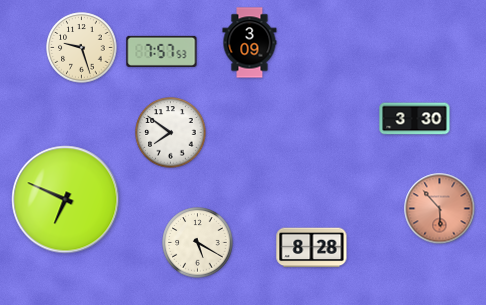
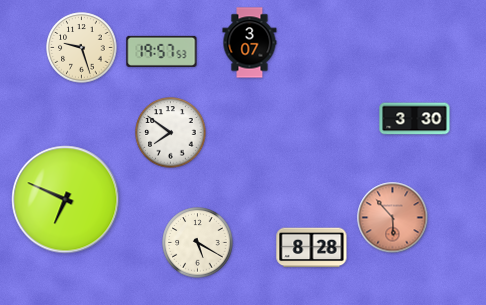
clock at (250, 43): 3:09 -> 3:07
clock at (162, 51): 7:57 -> 19:57
clock at (440, 209) position: (440, 209) -> (393, 218)
